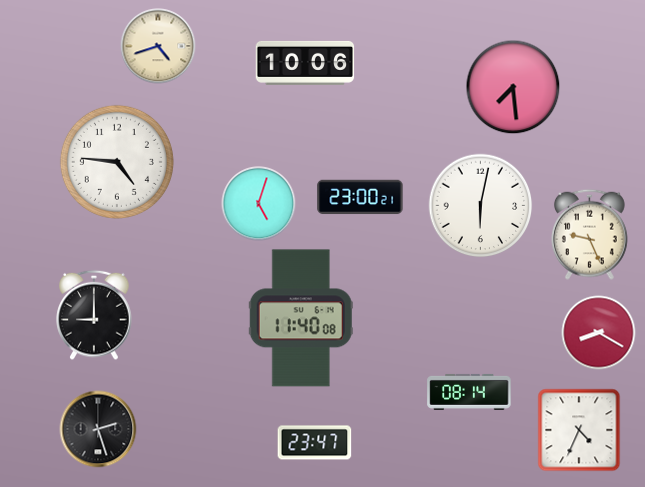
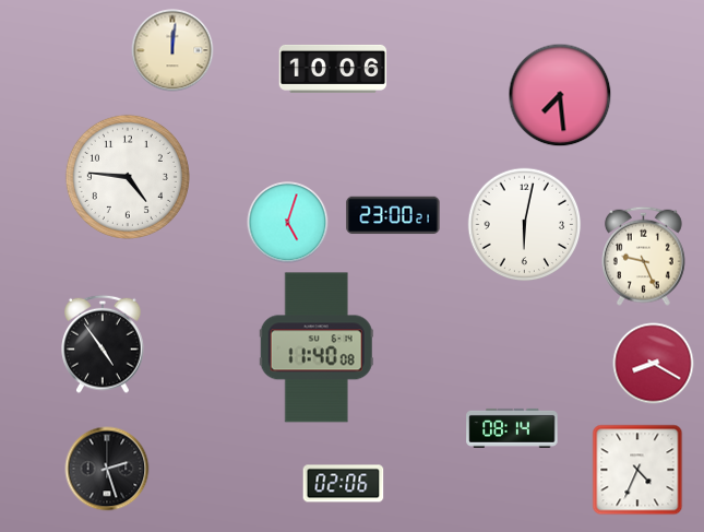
clock at (158, 46): 4:42 -> 12:01
clock at (259, 204) position: (259, 204) -> (288, 223)
clock at (94, 315): 9:00 -> 4:54
clock at (301, 318) position: (301, 318) -> (317, 347)
clock at (579, 430) position: (579, 430) -> (637, 470)
clock at (315, 443): 23:47 -> 02:06
